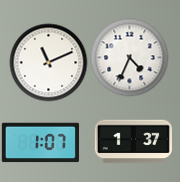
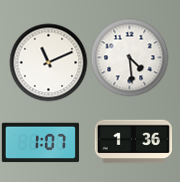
clock at (129, 57): 4:34 -> 4:29
clock at (133, 142): 1:37 -> 1:36
